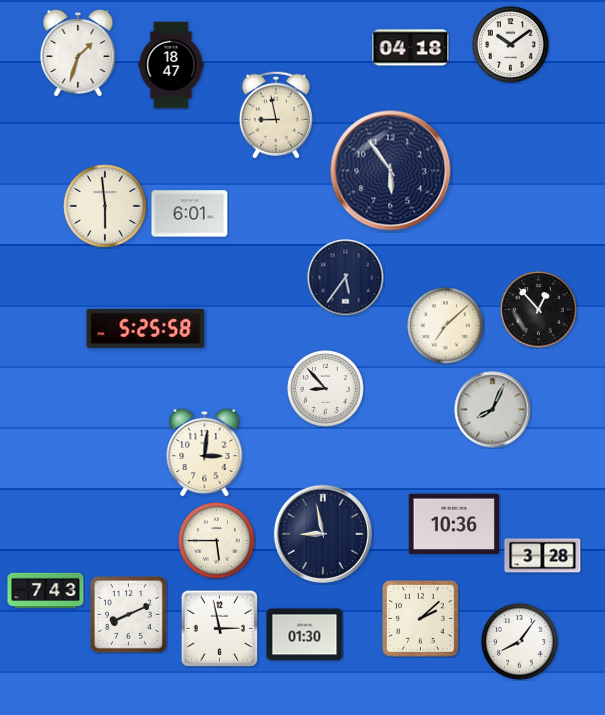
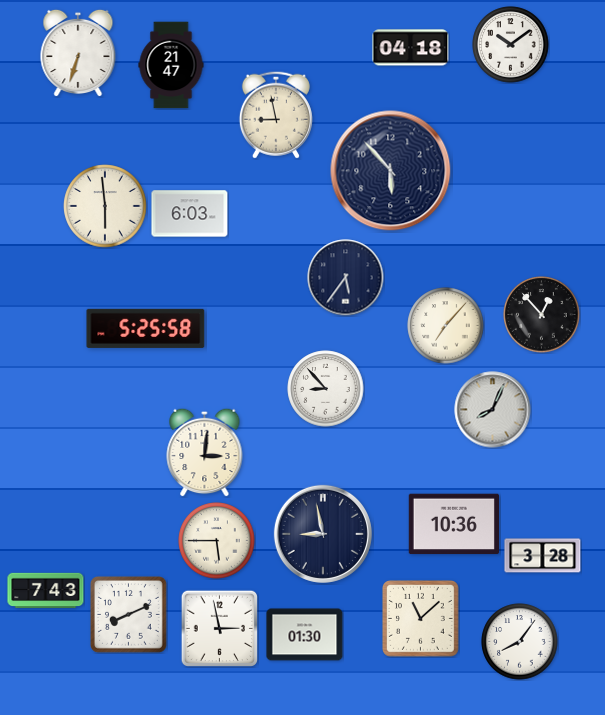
clock at (78, 53): 1:33 -> 6:33
clock at (171, 65): 18:47 -> 21:47
clock at (391, 171): 5:54 -> 5:53
clock at (190, 214): 6:01 -> 6:03
clock at (539, 310) position: (539, 310) -> (542, 315)
clock at (446, 326): 7:08 -> 7:07
clock at (421, 619): 2:08 -> 11:08
